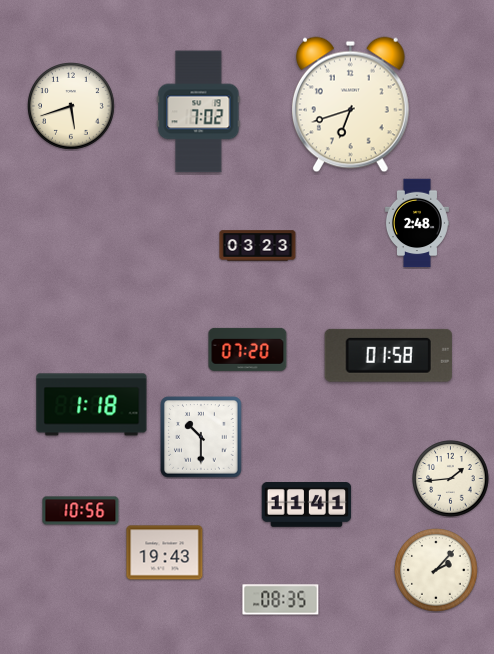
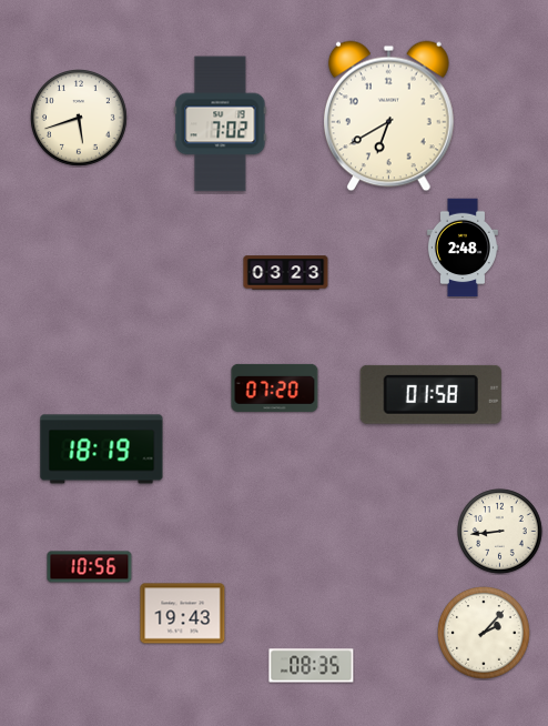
clock at (350, 105): 6:42 -> 6:40
clock at (92, 405): 1:18 -> 18:19
clock at (201, 437): 10:30 -> none
clock at (451, 479): 1:44 -> 8:44
clock at (307, 505): 11:41 -> none
